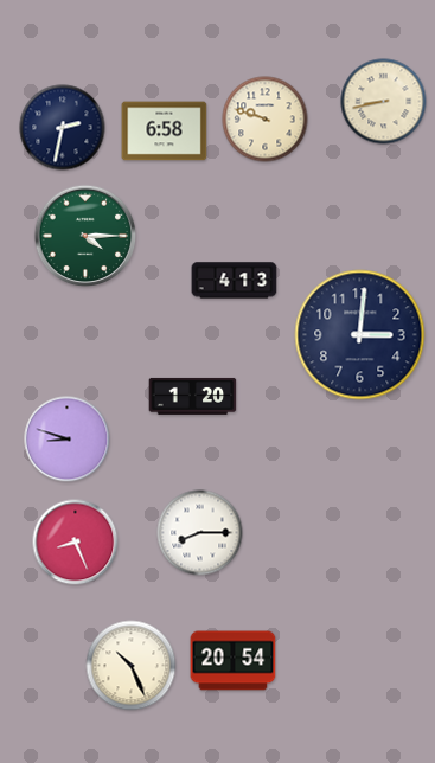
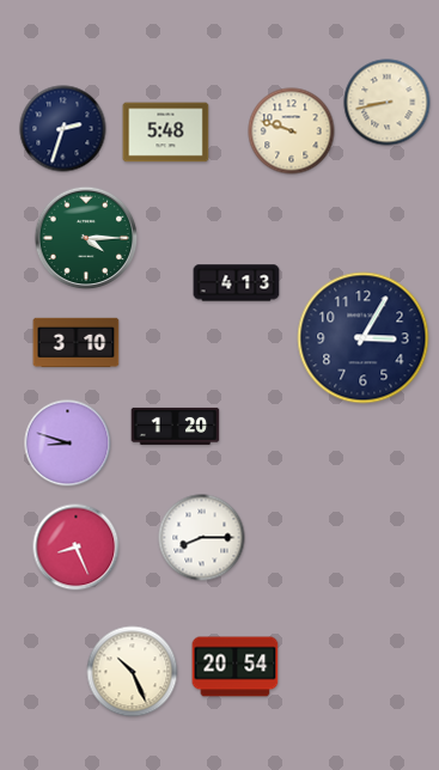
clock at (266, 120) position: (266, 120) -> (292, 132)
clock at (63, 128): 2:32 -> 2:33
clock at (165, 132): 6:58 -> 5:48
clock at (360, 335): 3:01 -> 3:05
clock at (77, 343): none -> 3:10
clock at (193, 396) position: (193, 396) -> (176, 426)
